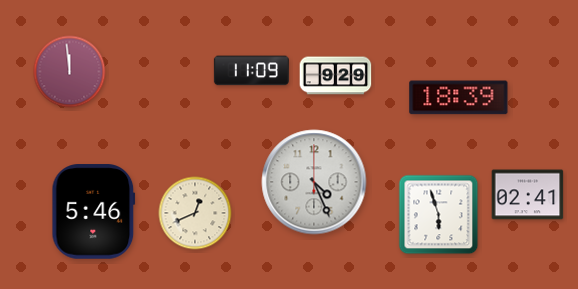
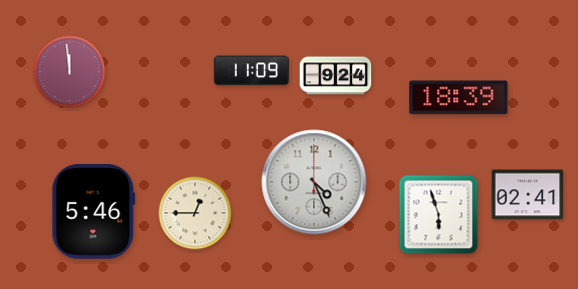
clock at (336, 76): 9:29 -> 9:24
clock at (195, 213): 12:41 -> 12:45
